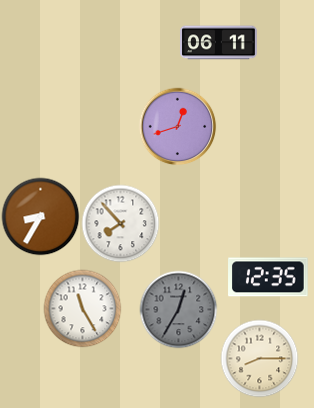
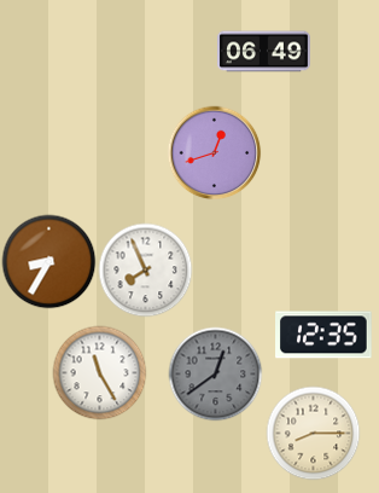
clock at (219, 43): 06:11 -> 06:49
clock at (120, 223): 7:53 -> 7:56
clock at (178, 309): 12:35 -> 12:39
